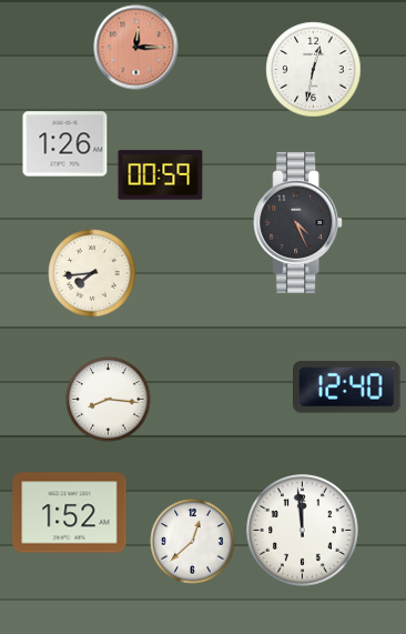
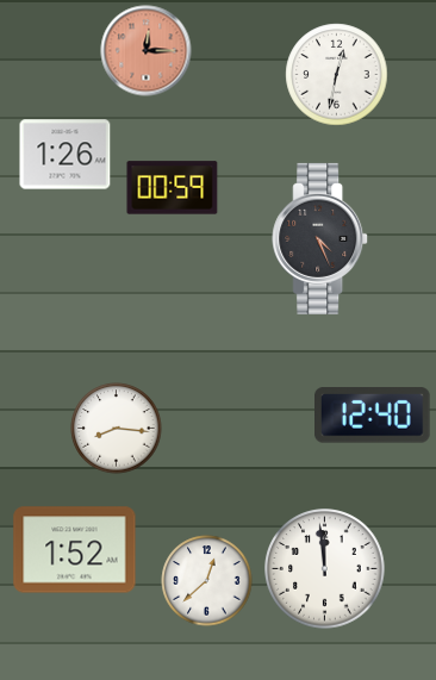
clock at (65, 144) position: (65, 144) -> (66, 155)
clock at (92, 273): 7:44 -> none
